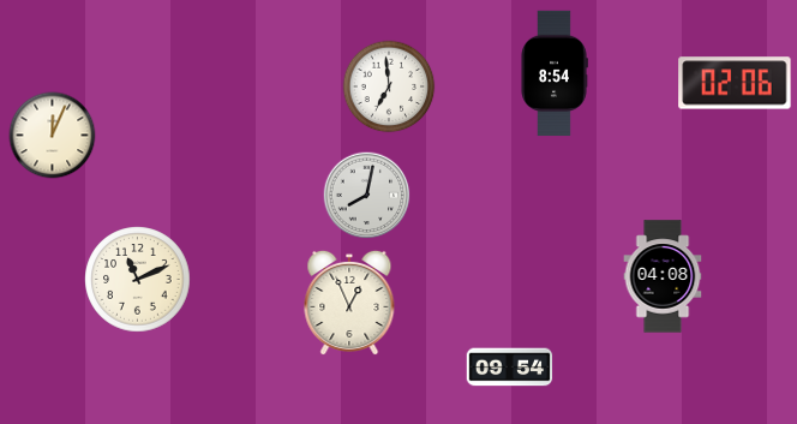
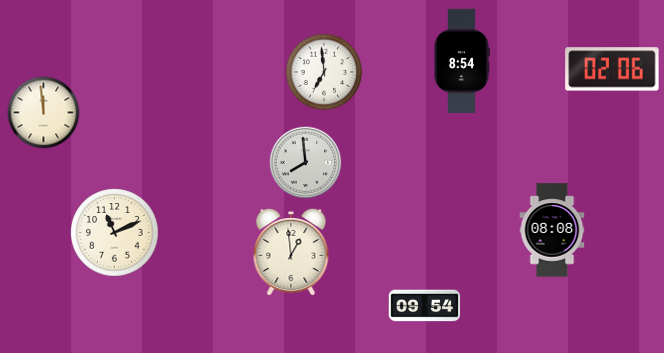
clock at (53, 136): 12:04 -> 11:59
clock at (367, 196): 8:02 -> 7:59
clock at (663, 276): 04:08 -> 08:08
clock at (349, 303): 12:56 -> 12:59
